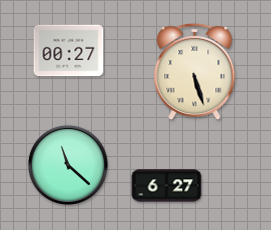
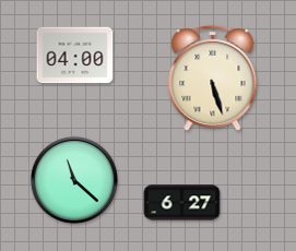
clock at (69, 51): 00:27 -> 04:00
